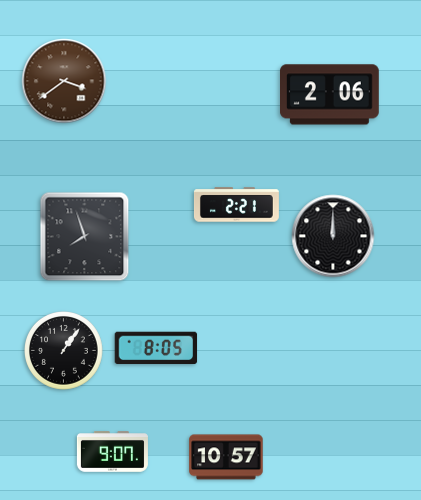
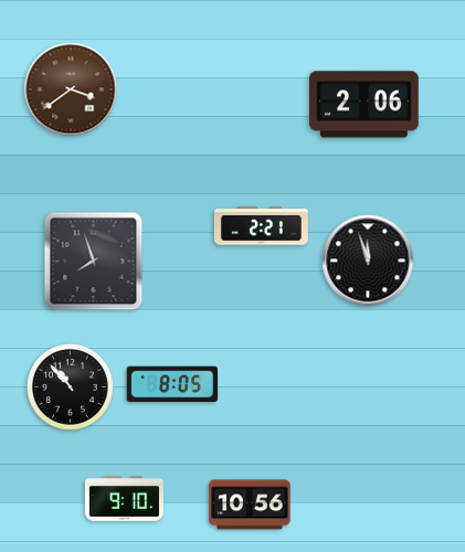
clock at (333, 236): 12:00 -> 11:57
clock at (64, 351): 1:06 -> 10:53
clock at (112, 452): 9:07 -> 9:10
clock at (226, 457): 10:57 -> 10:56
